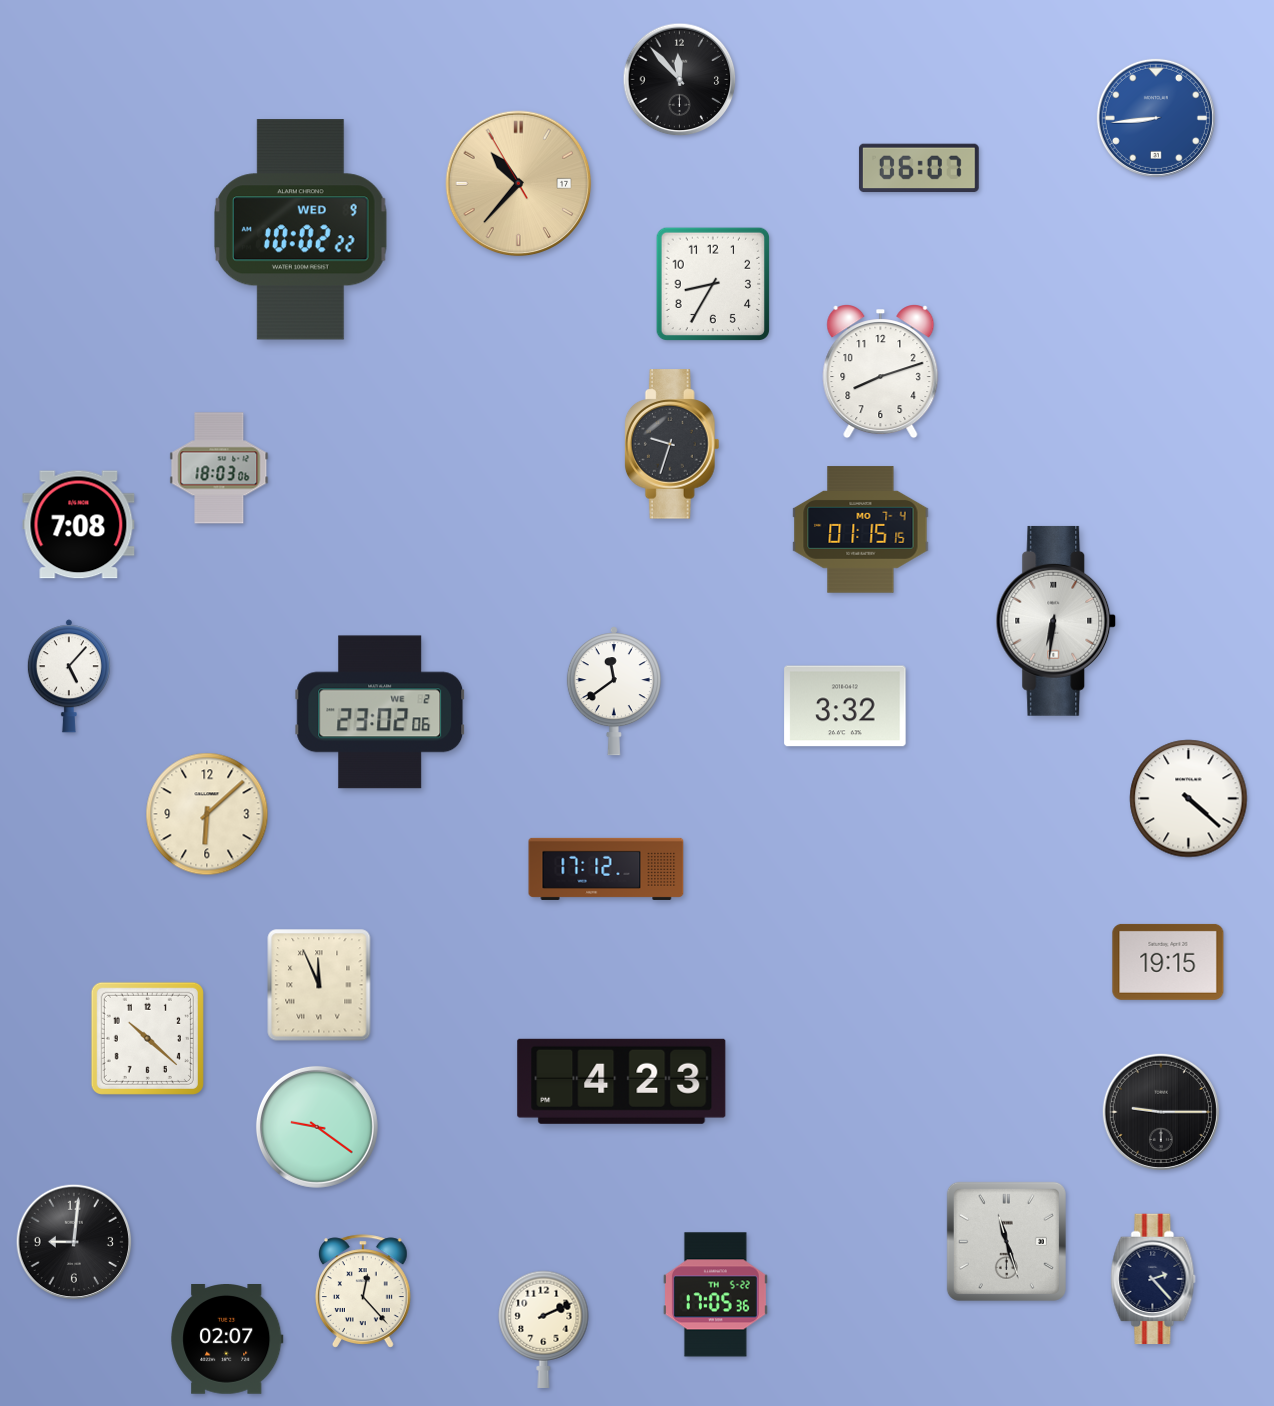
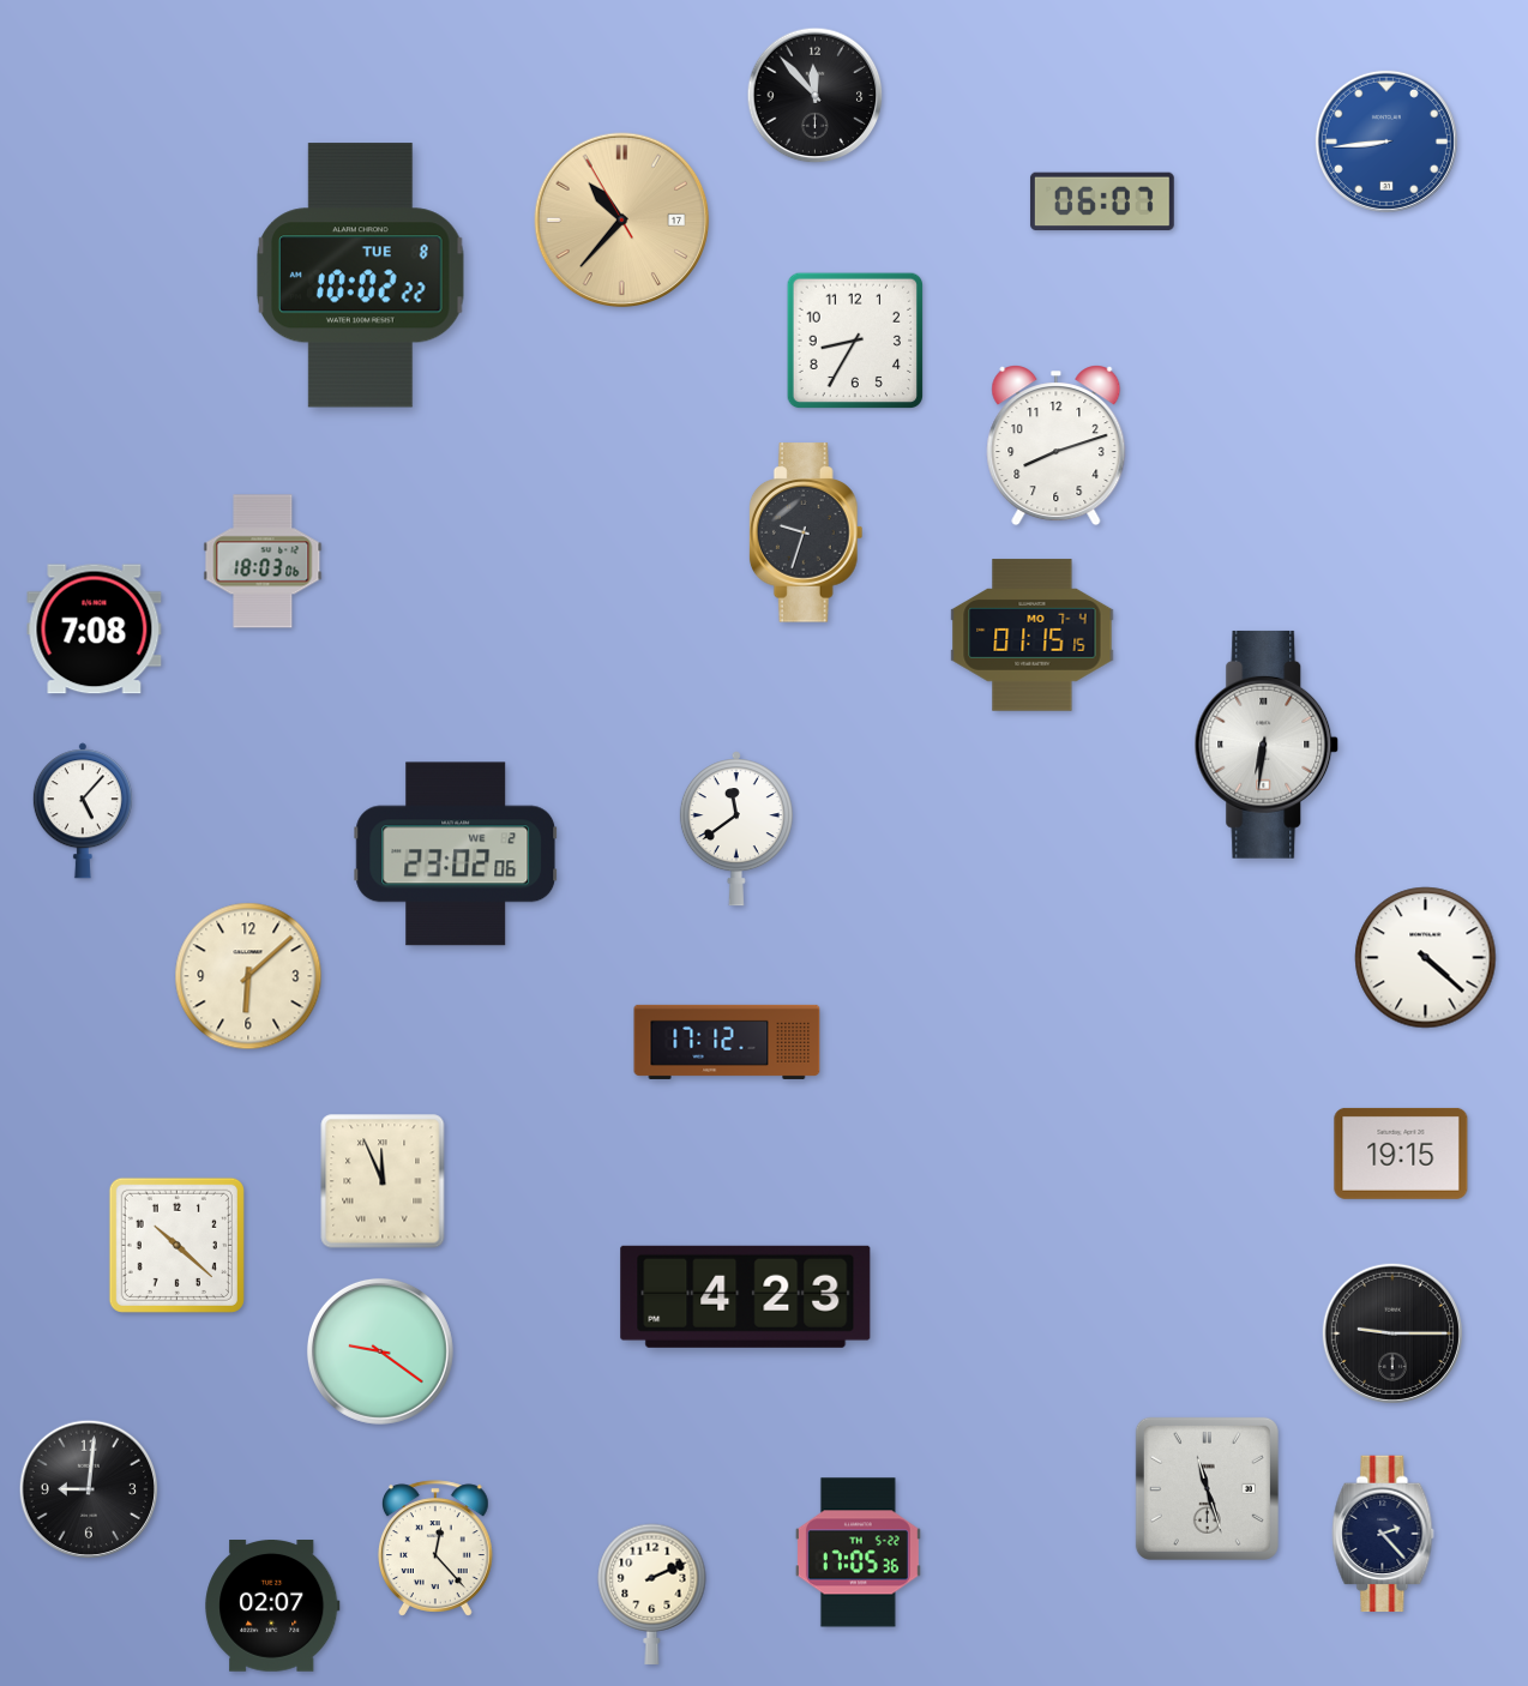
clock at (301, 230) date: WED 9 -> TUE 8
clock at (845, 706): 3:32 -> none
